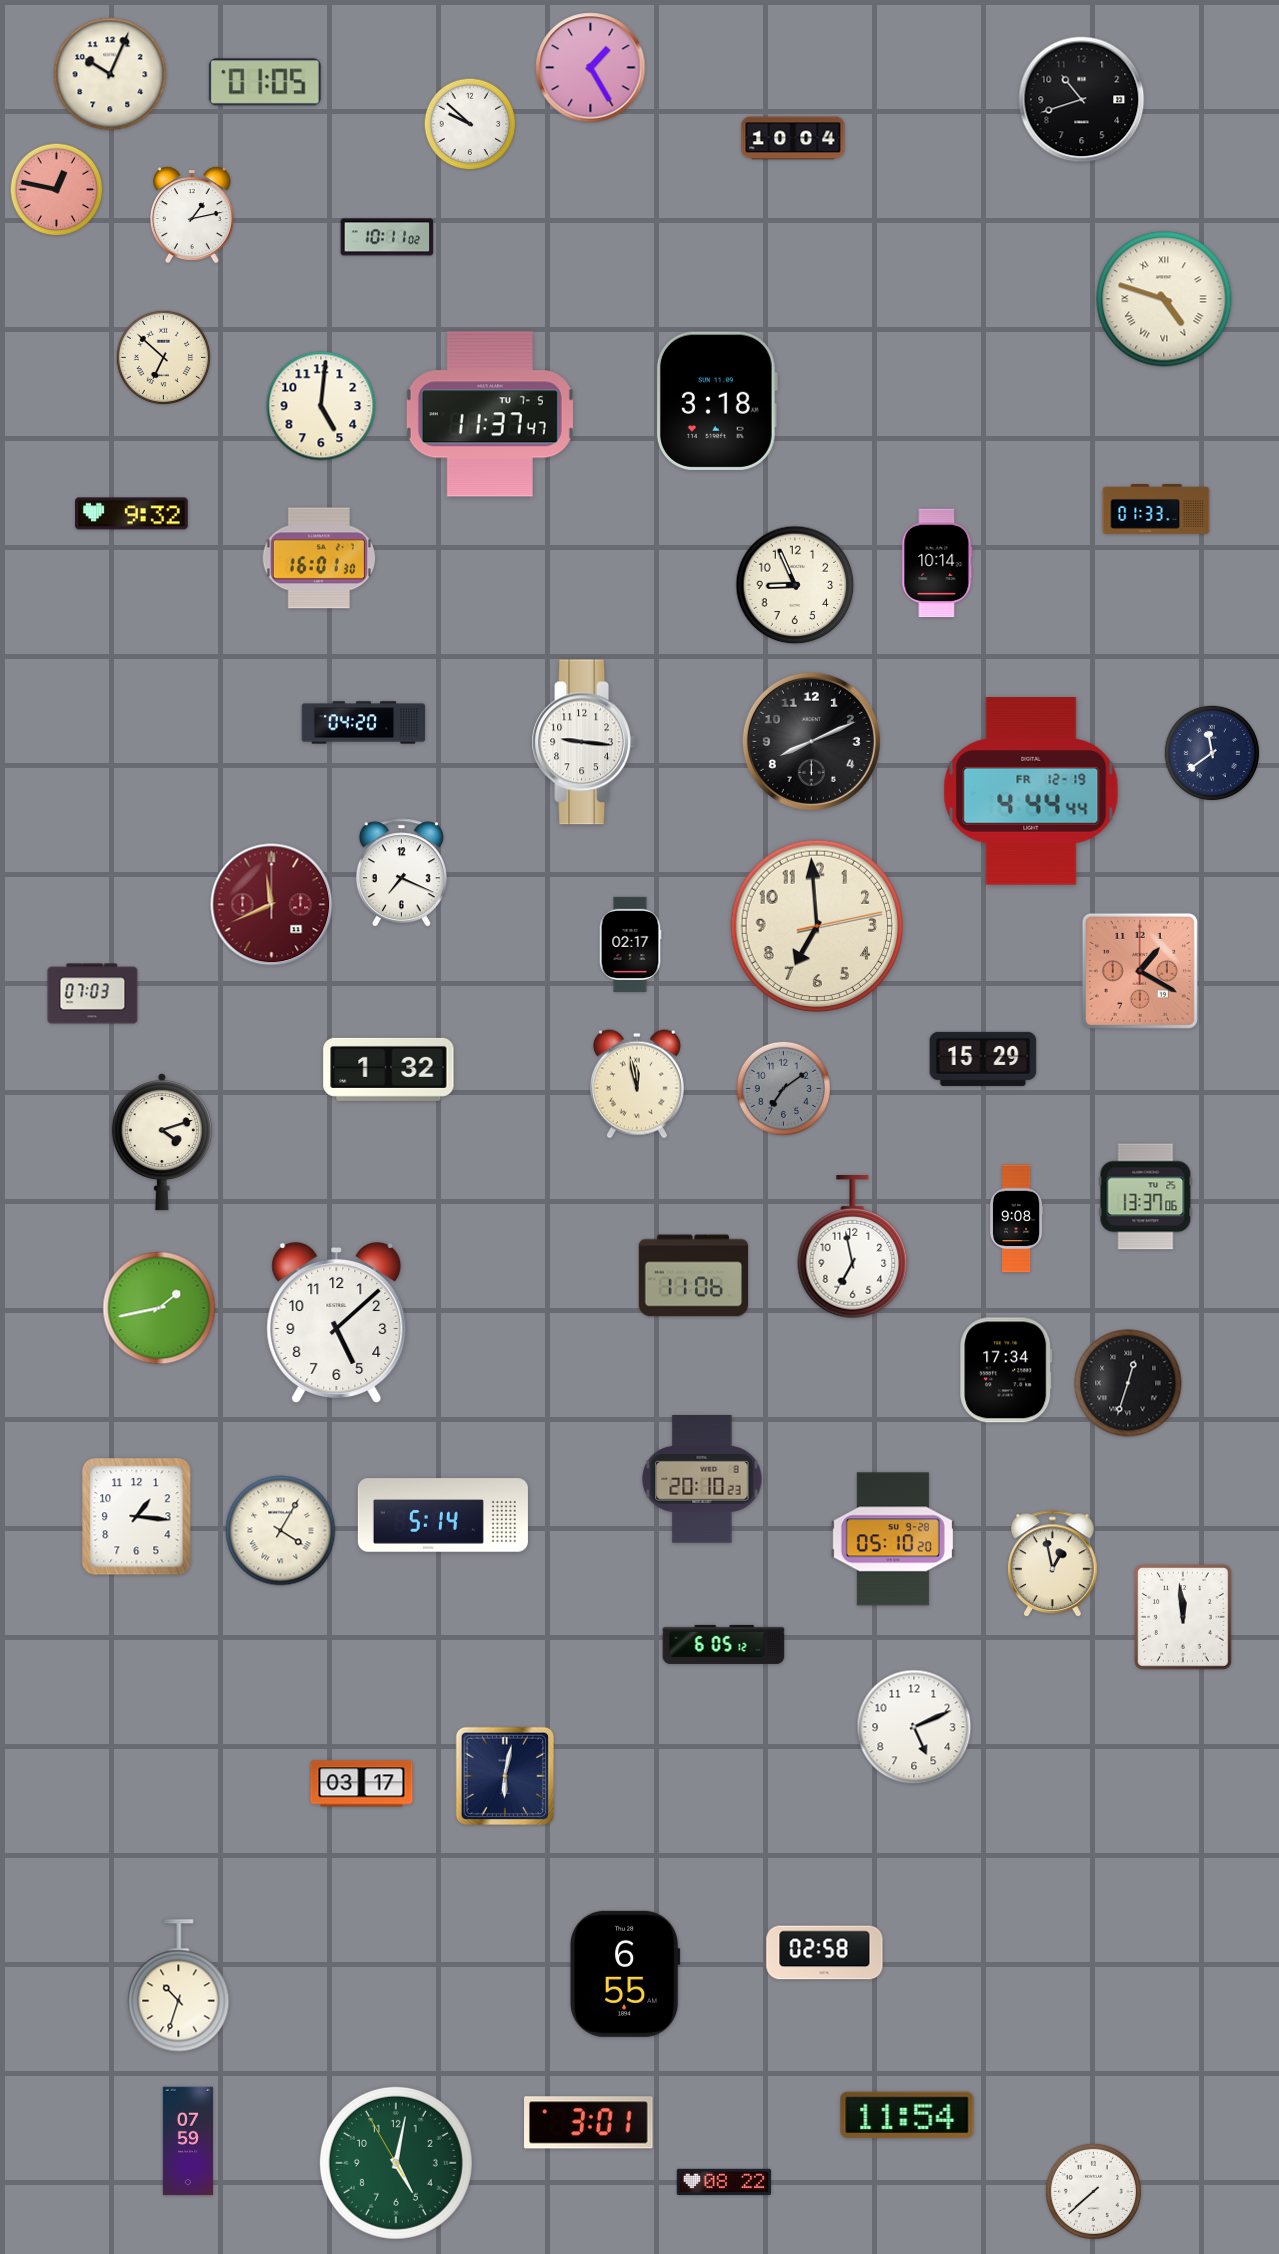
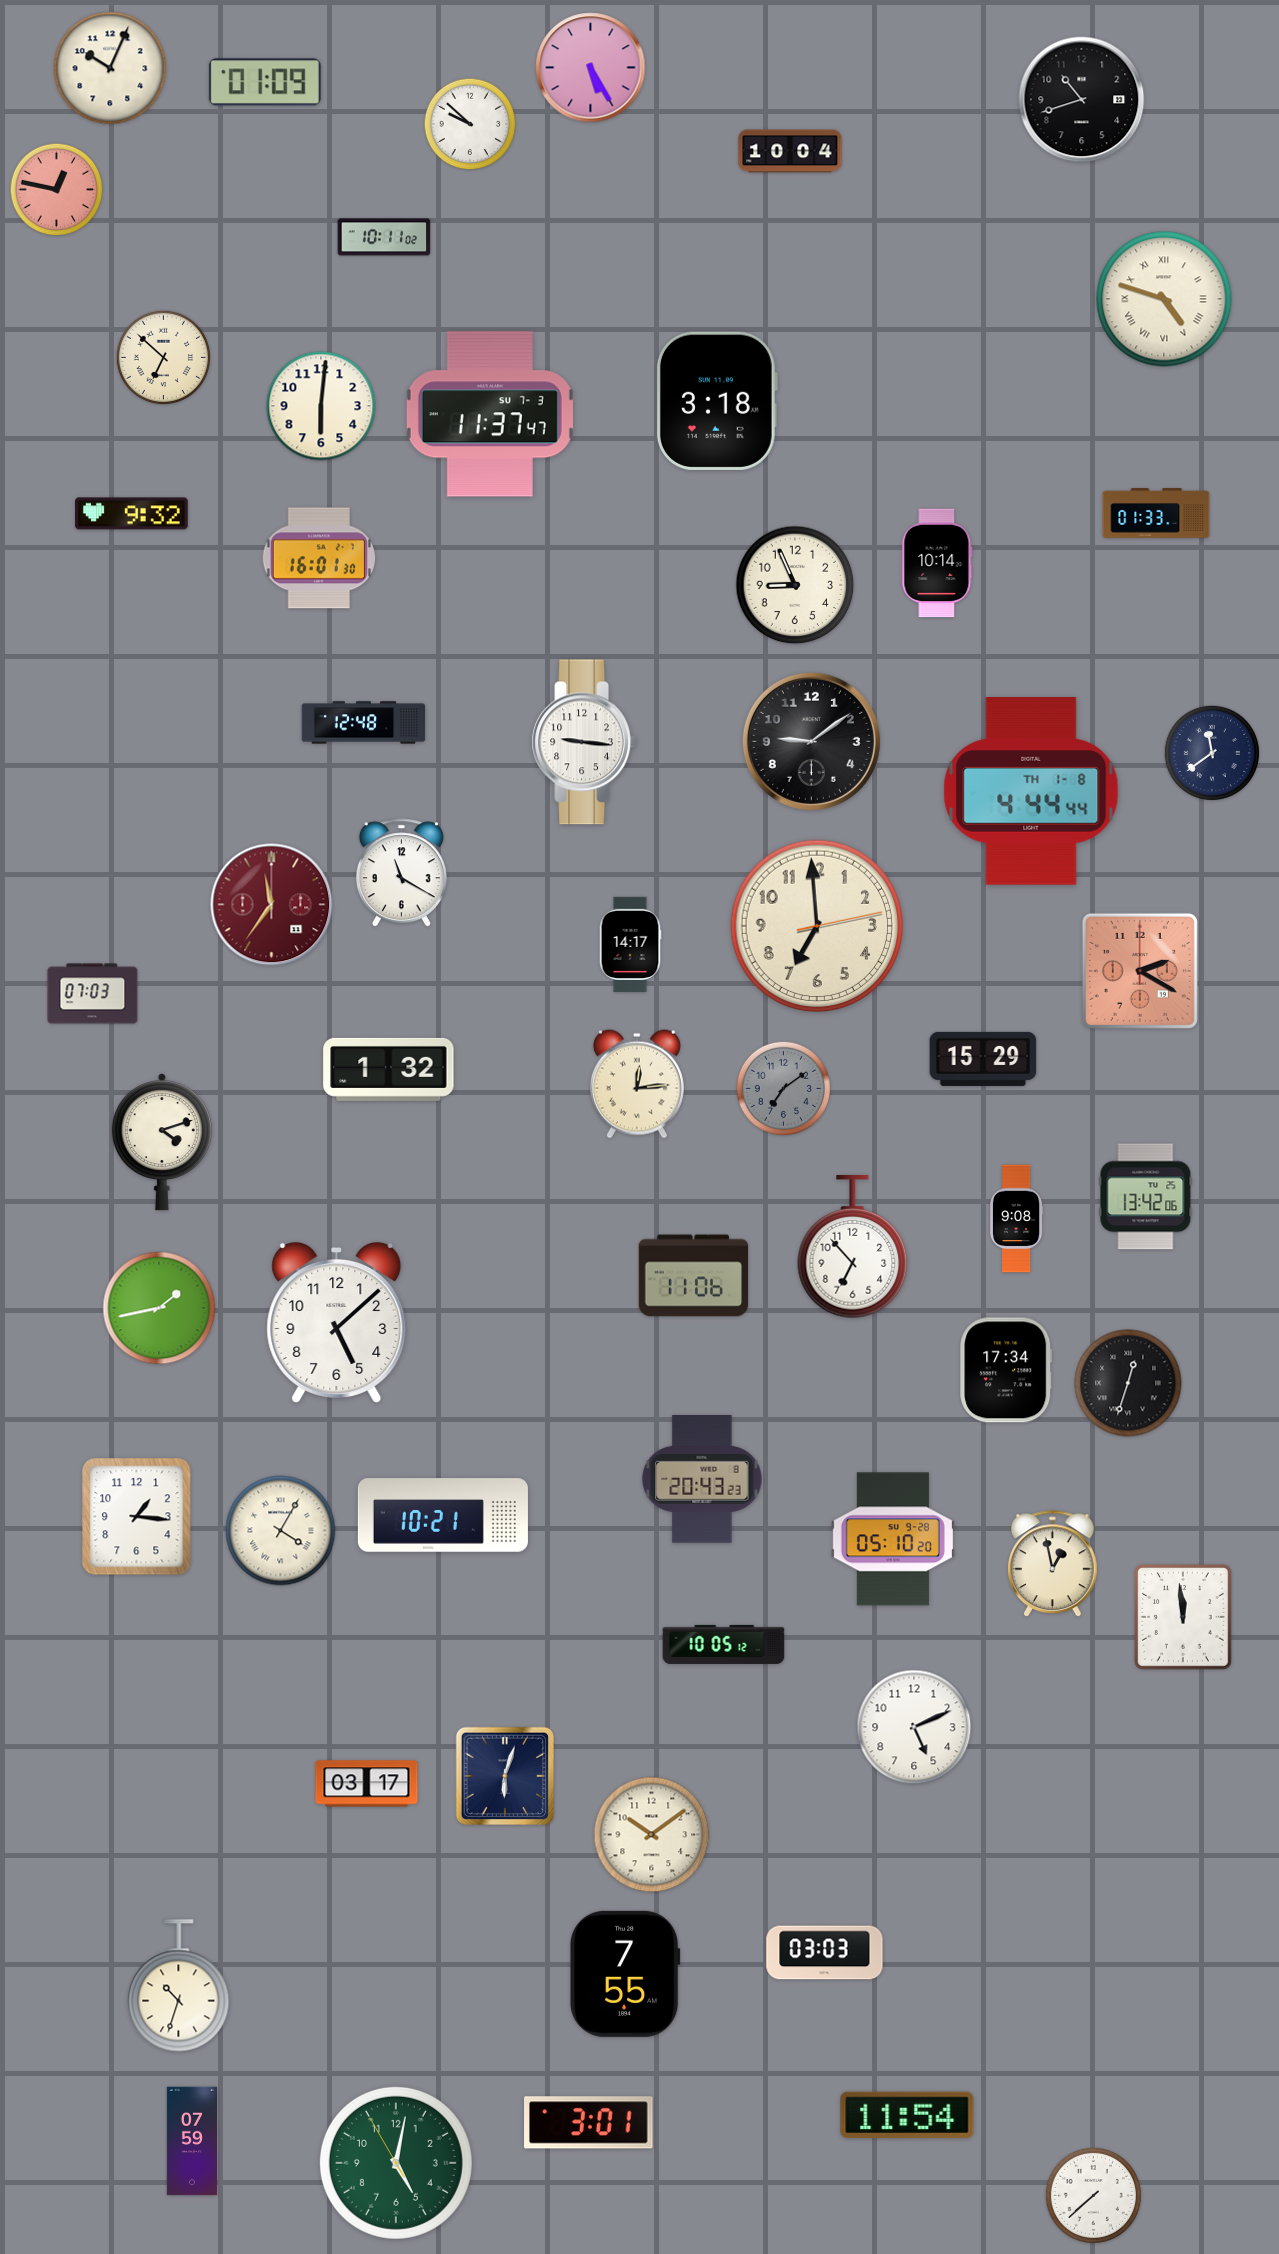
clock at (591, 68): 1:25 -> 5:25
clock at (110, 74) position: (110, 74) -> (110, 68)
clock at (265, 82): 01:05 -> 01:09
clock at (793, 138) position: (793, 138) -> (790, 151)
clock at (192, 215): 1:13 -> none
clock at (387, 237) position: (387, 237) -> (384, 237)
clock at (321, 406): 5:01 -> 6:01
clock at (490, 414) date: TU 7-5 -> SU 7-3
clock at (1156, 510) position: (1156, 510) -> (1156, 514)
clock at (364, 723): 04:20 -> 12:48
clock at (811, 741): 8:11 -> 9:09
clock at (1031, 792) date: FR 12-19 -> TH 1-8
clock at (401, 873): 7:19 -> 11:20
clock at (272, 905): 11:41 -> 11:36
clock at (630, 944): 02:17 -> 14:17
clock at (1140, 971): 1:20 -> 2:20
clock at (637, 1084): 11:58 -> 12:14
clock at (1146, 1197): 13:37 -> 13:42
clock at (853, 1248): 6:58 -> 6:53
clock at (702, 1480): 20:10 -> 20:43
clock at (443, 1515): 5:14 -> 10:21
clock at (724, 1644): 6:05 -> 10:05
clock at (505, 1776): 6:02 -> 6:03
clock at (362, 1784) position: (362, 1784) -> (367, 1784)
clock at (652, 1835): none -> 10:09
clock at (825, 1953): 02:58 -> 03:03
clock at (626, 1974): 6:55 -> 7:55
clock at (187, 2141) position: (187, 2141) -> (191, 2141)
clock at (724, 2181): 08:22 -> none
clock at (1093, 2191) position: (1093, 2191) -> (1093, 2195)
